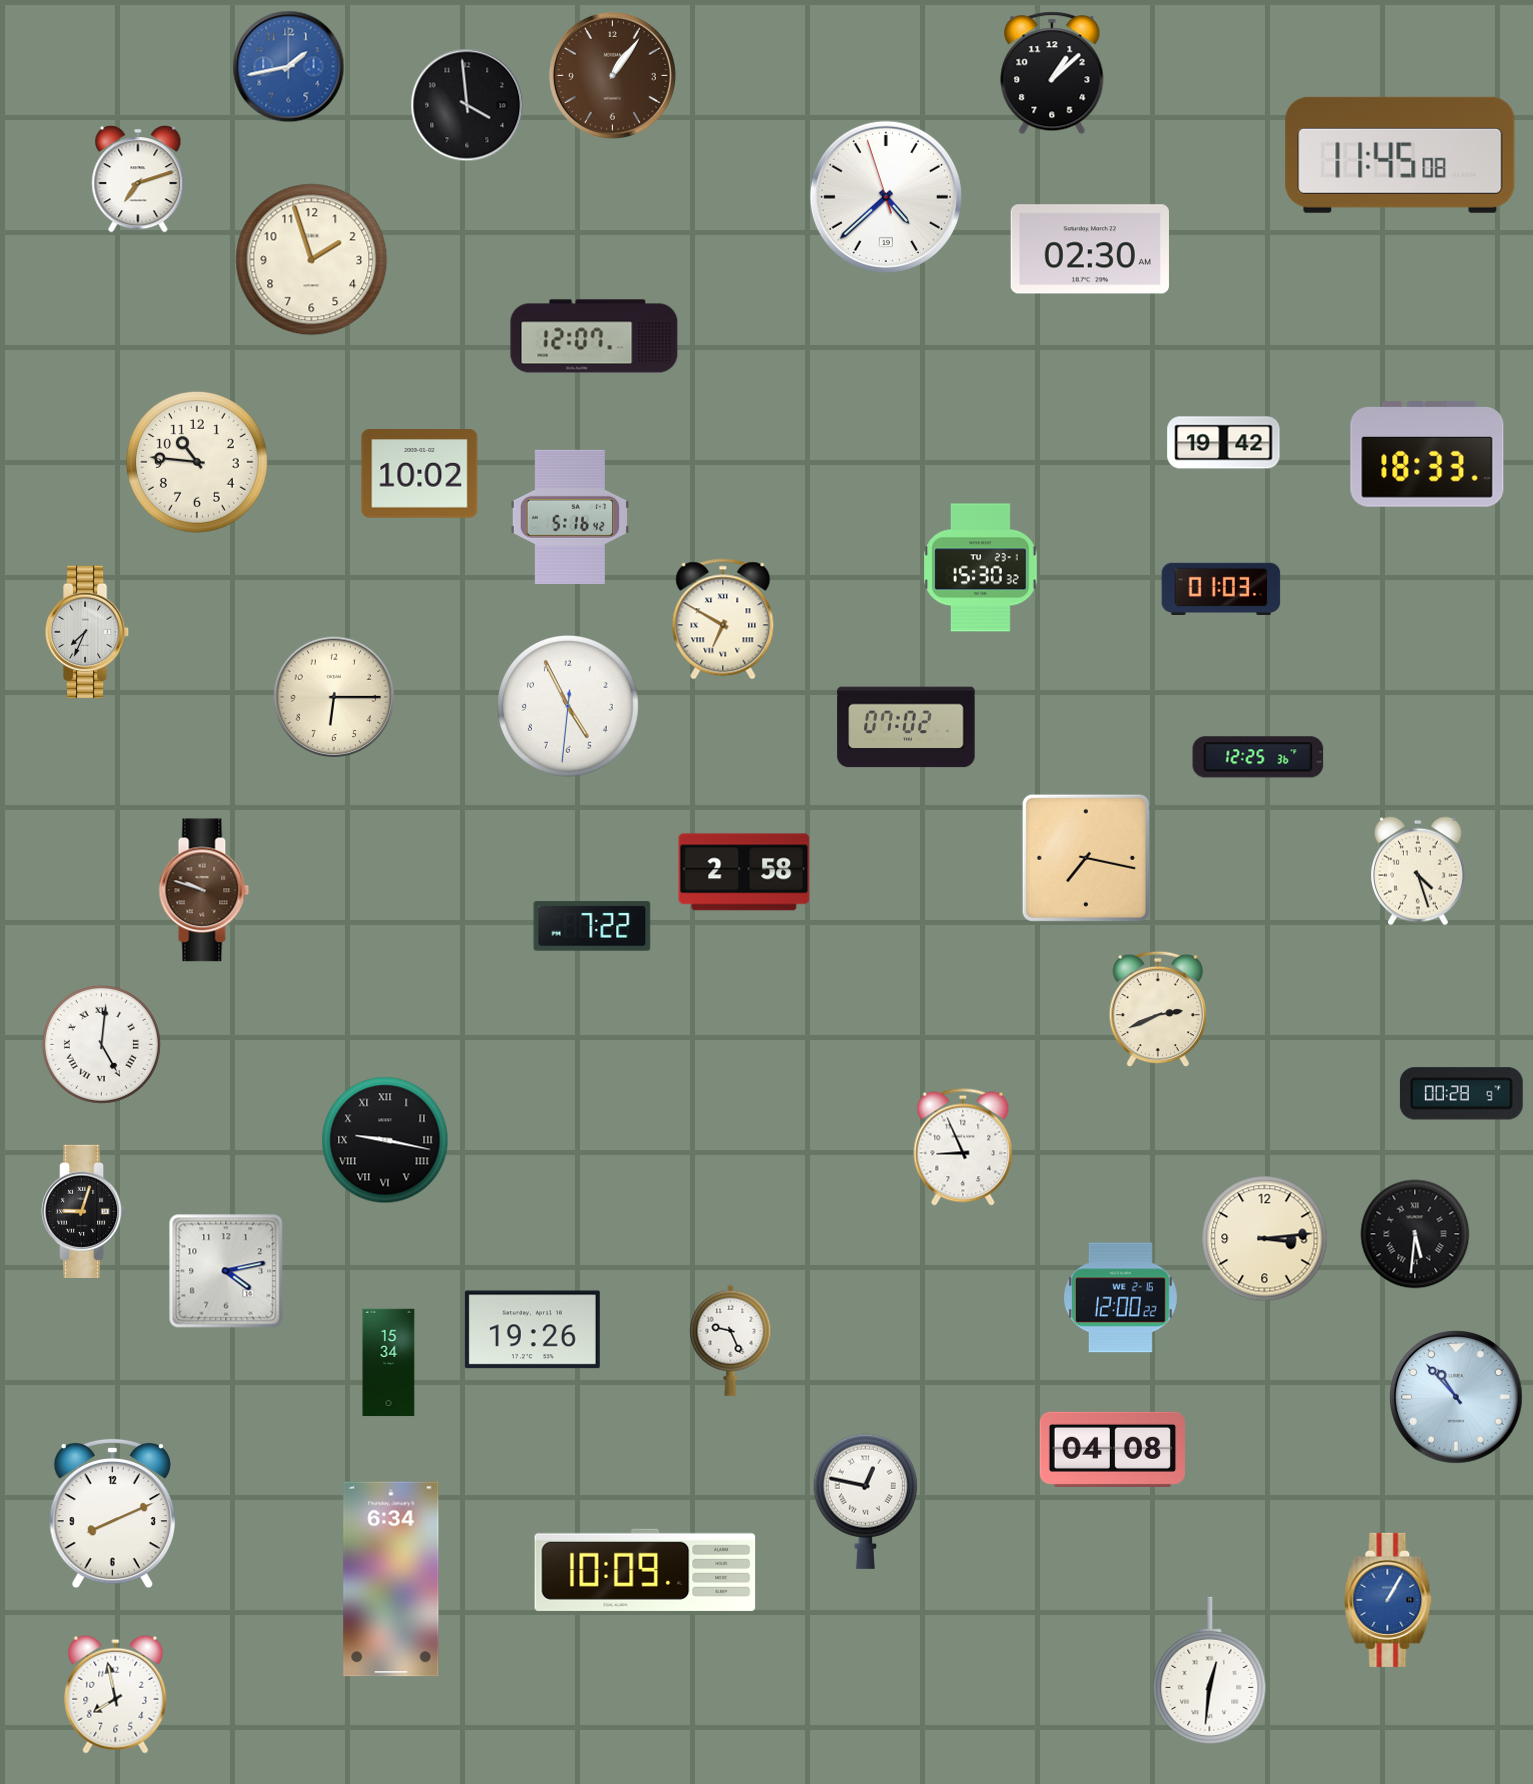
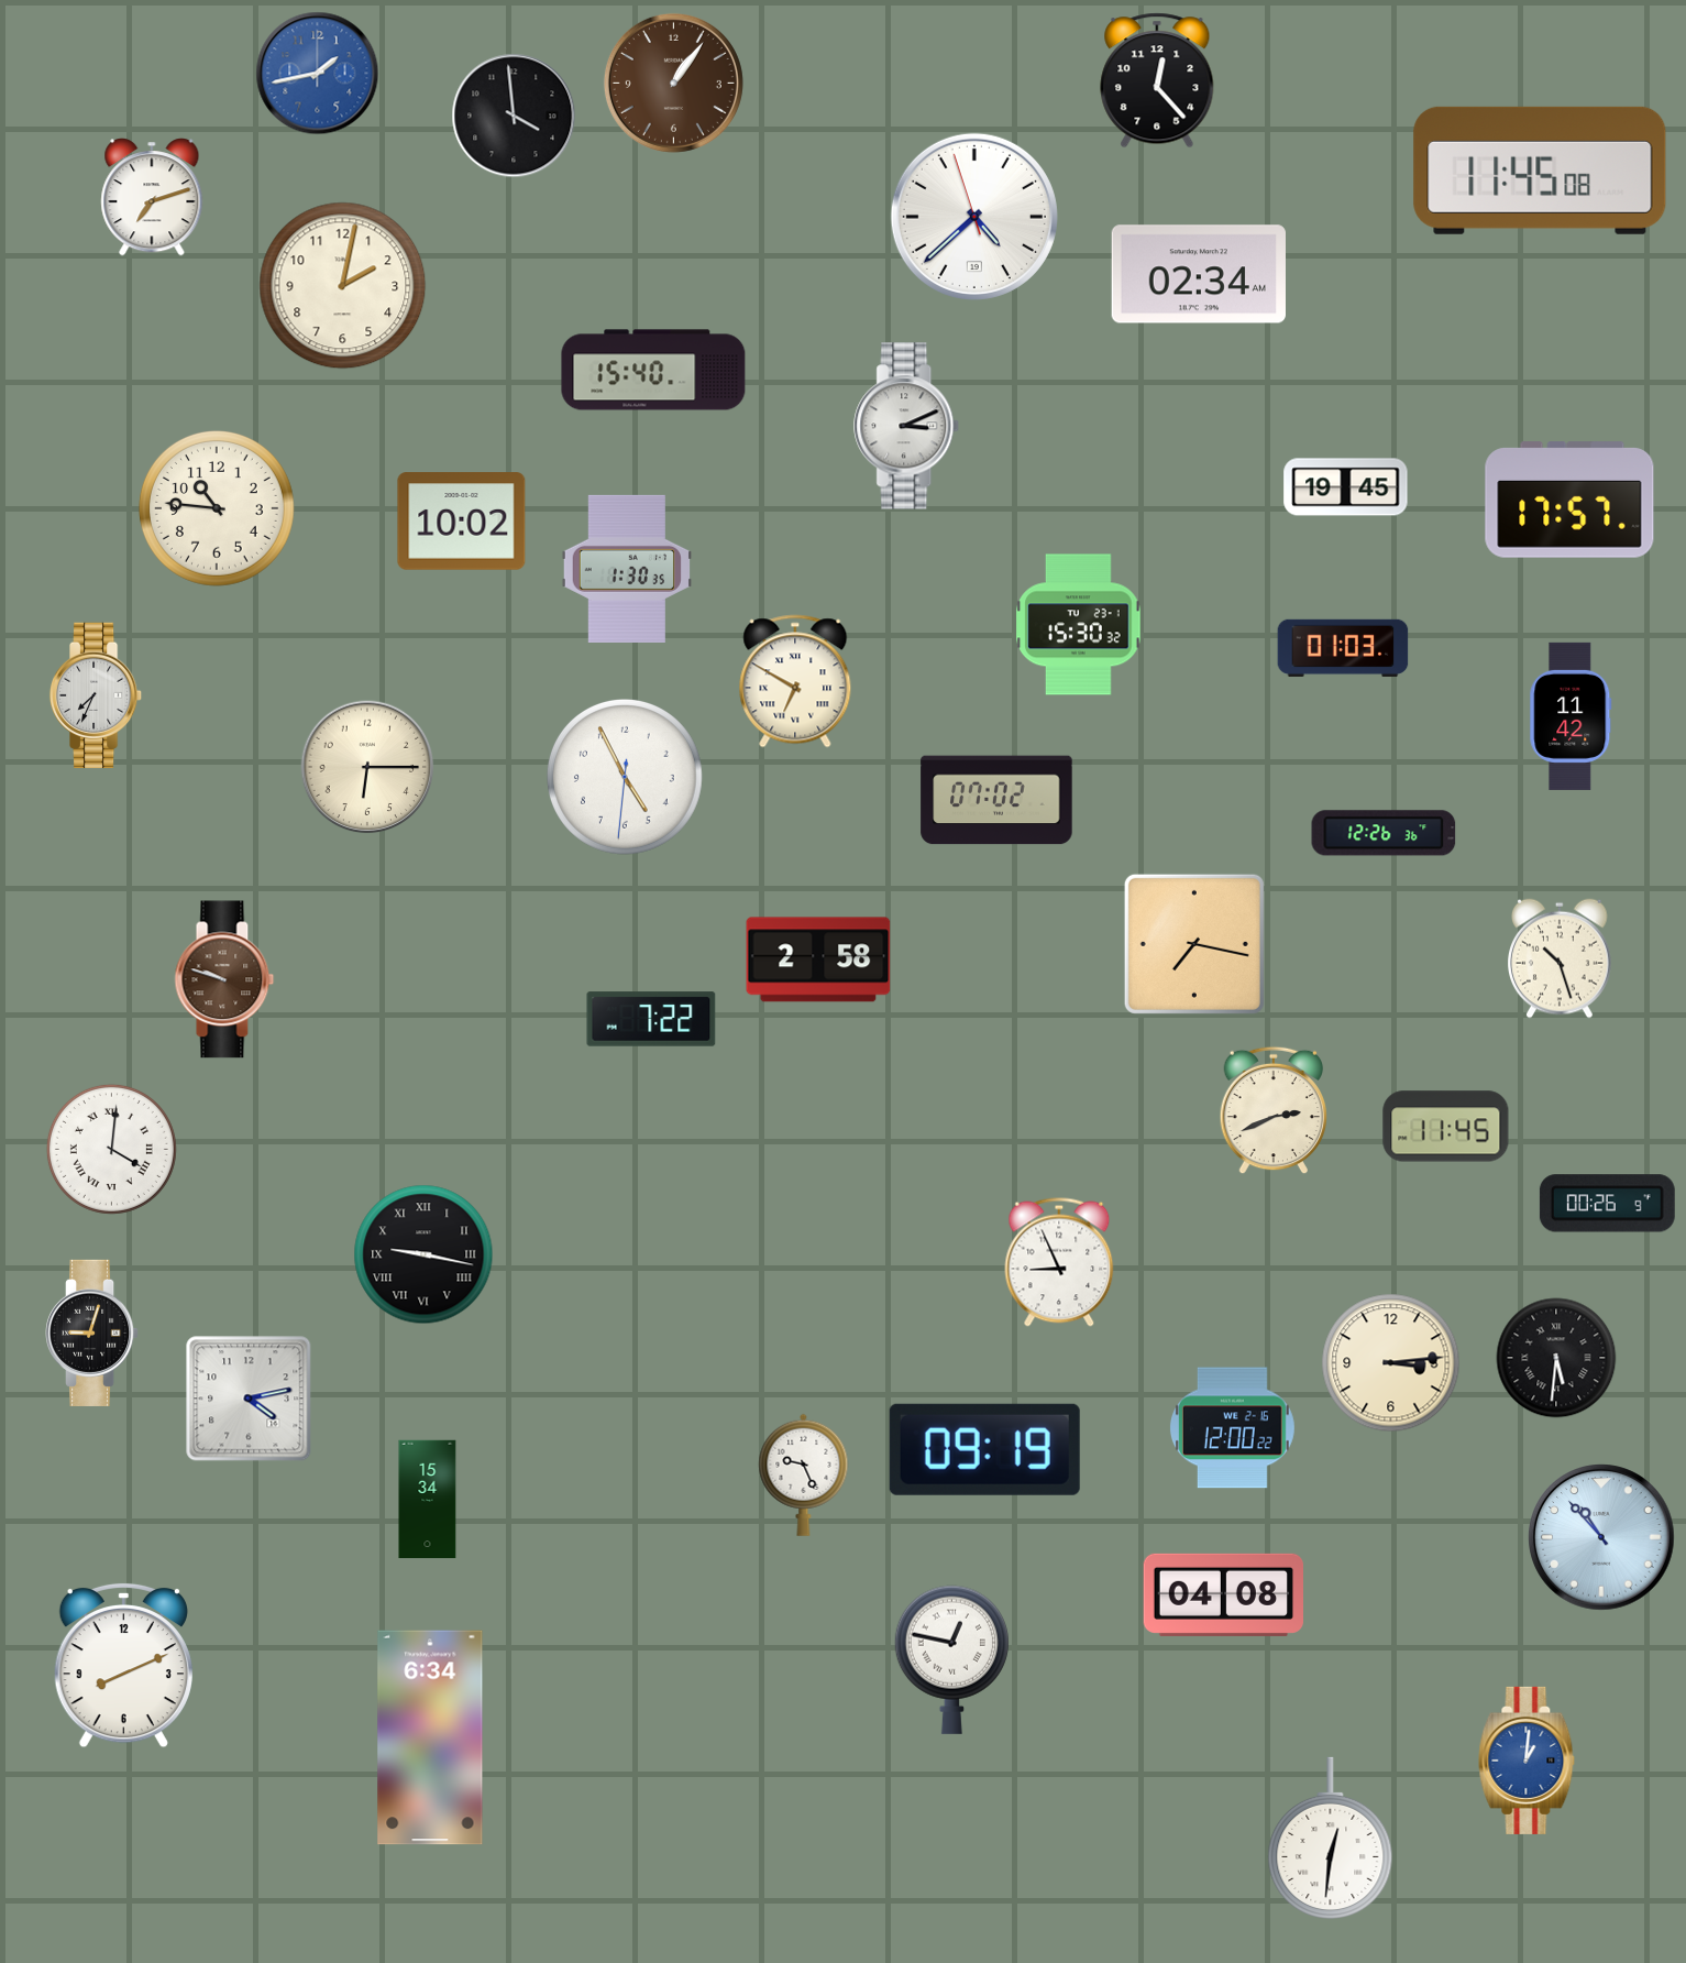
clock at (1052, 73): 1:08 -> 12:23
clock at (1090, 249): 02:30 -> 02:34
clock at (312, 260): 1:57 -> 2:02
clock at (594, 336): 12:07 -> 15:40
clock at (907, 426): none -> 3:11
clock at (1224, 443): 19:42 -> 19:45
clock at (1427, 454): 18:33 -> 17:57
clock at (569, 517): 5:16 -> 1:30
clock at (1571, 716): none -> 11:42
clock at (1258, 757): 12:25 -> 12:26
clock at (1419, 871): 4:27 -> 10:27
clock at (1446, 1127): none -> 11:45
clock at (101, 1044): 5:01 -> 4:01
clock at (1461, 1094): 00:28 -> 00:26
clock at (984, 1449): none -> 09:19
clock at (532, 1330): 19:26 -> none
clock at (865, 1501) position: (865, 1501) -> (951, 1659)
clock at (645, 1570): 10:09 -> none
clock at (1388, 1600): 1:05 -> 1:01
clock at (116, 1694): 7:58 -> none
